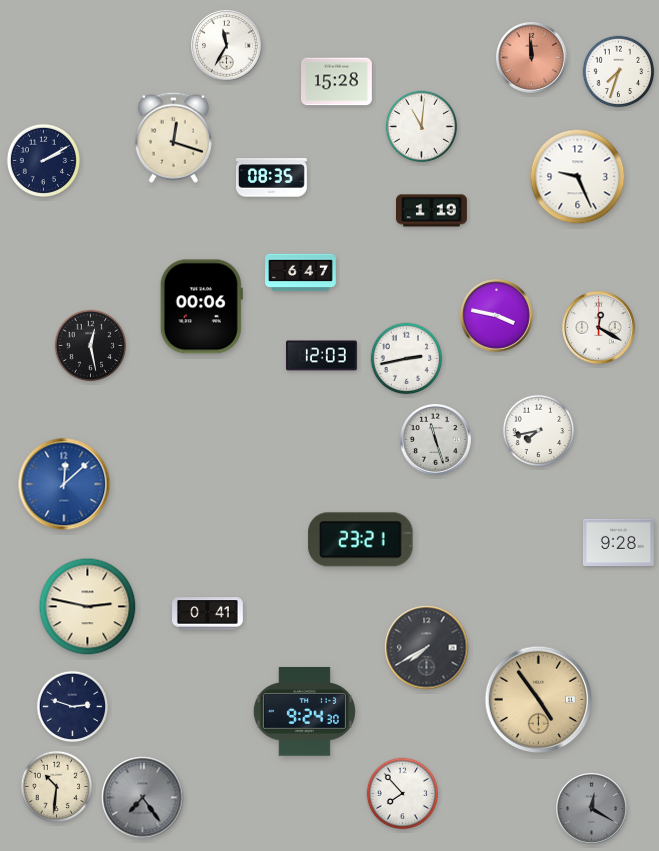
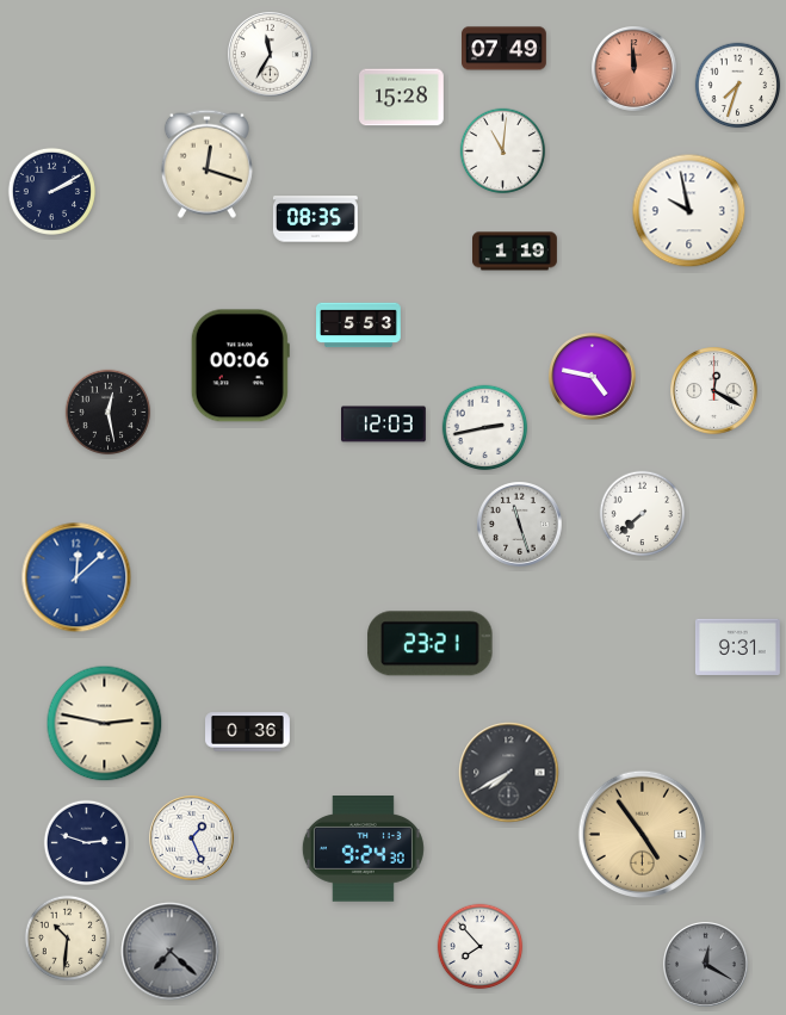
clock at (505, 49): none -> 07:49
clock at (578, 177): 9:26 -> 9:58
clock at (271, 178) position: (271, 178) -> (315, 219)
clock at (301, 273): 6:47 -> 5:53
clock at (497, 316): 3:47 -> 4:47
clock at (539, 431): 7:43 -> 7:38
clock at (619, 542): 9:28 -> 9:31
clock at (208, 614): 0:41 -> 0:36
clock at (192, 838): none -> 1:26
clock at (143, 798): 7:24 -> 7:22
